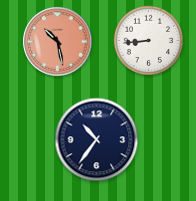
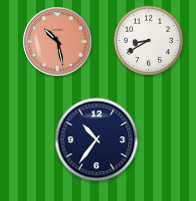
clock at (149, 41): 8:44 -> 8:40
